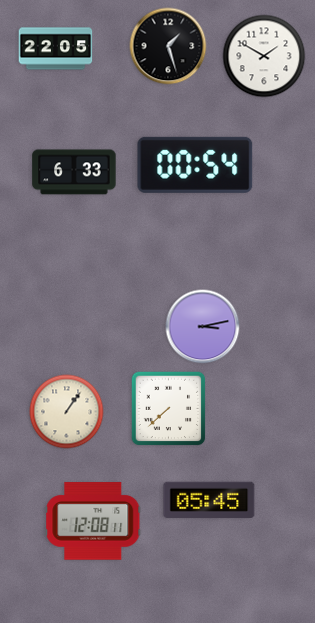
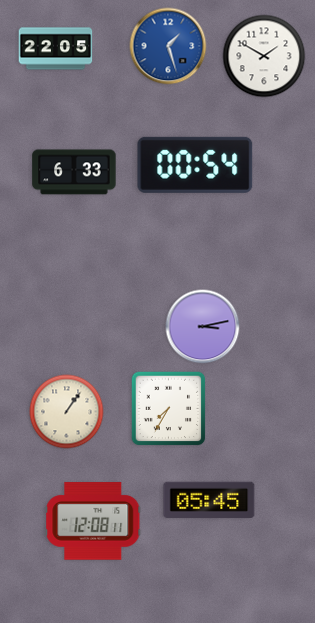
clock at (168, 46) dial: black -> blue
clock at (169, 409): 7:38 -> 7:35
